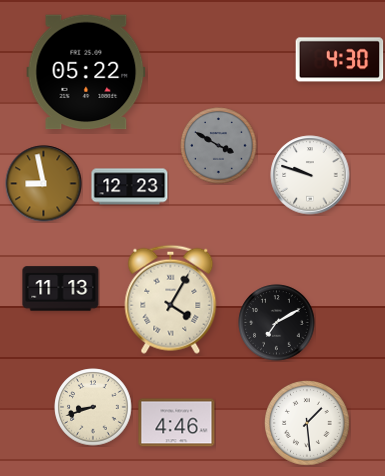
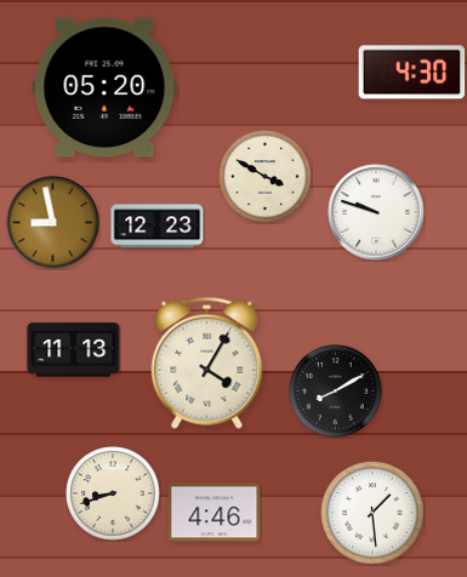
clock at (86, 72): 05:22 -> 05:20
clock at (219, 146) dial: grey -> cream
clock at (277, 323): 7:10 -> 8:10
